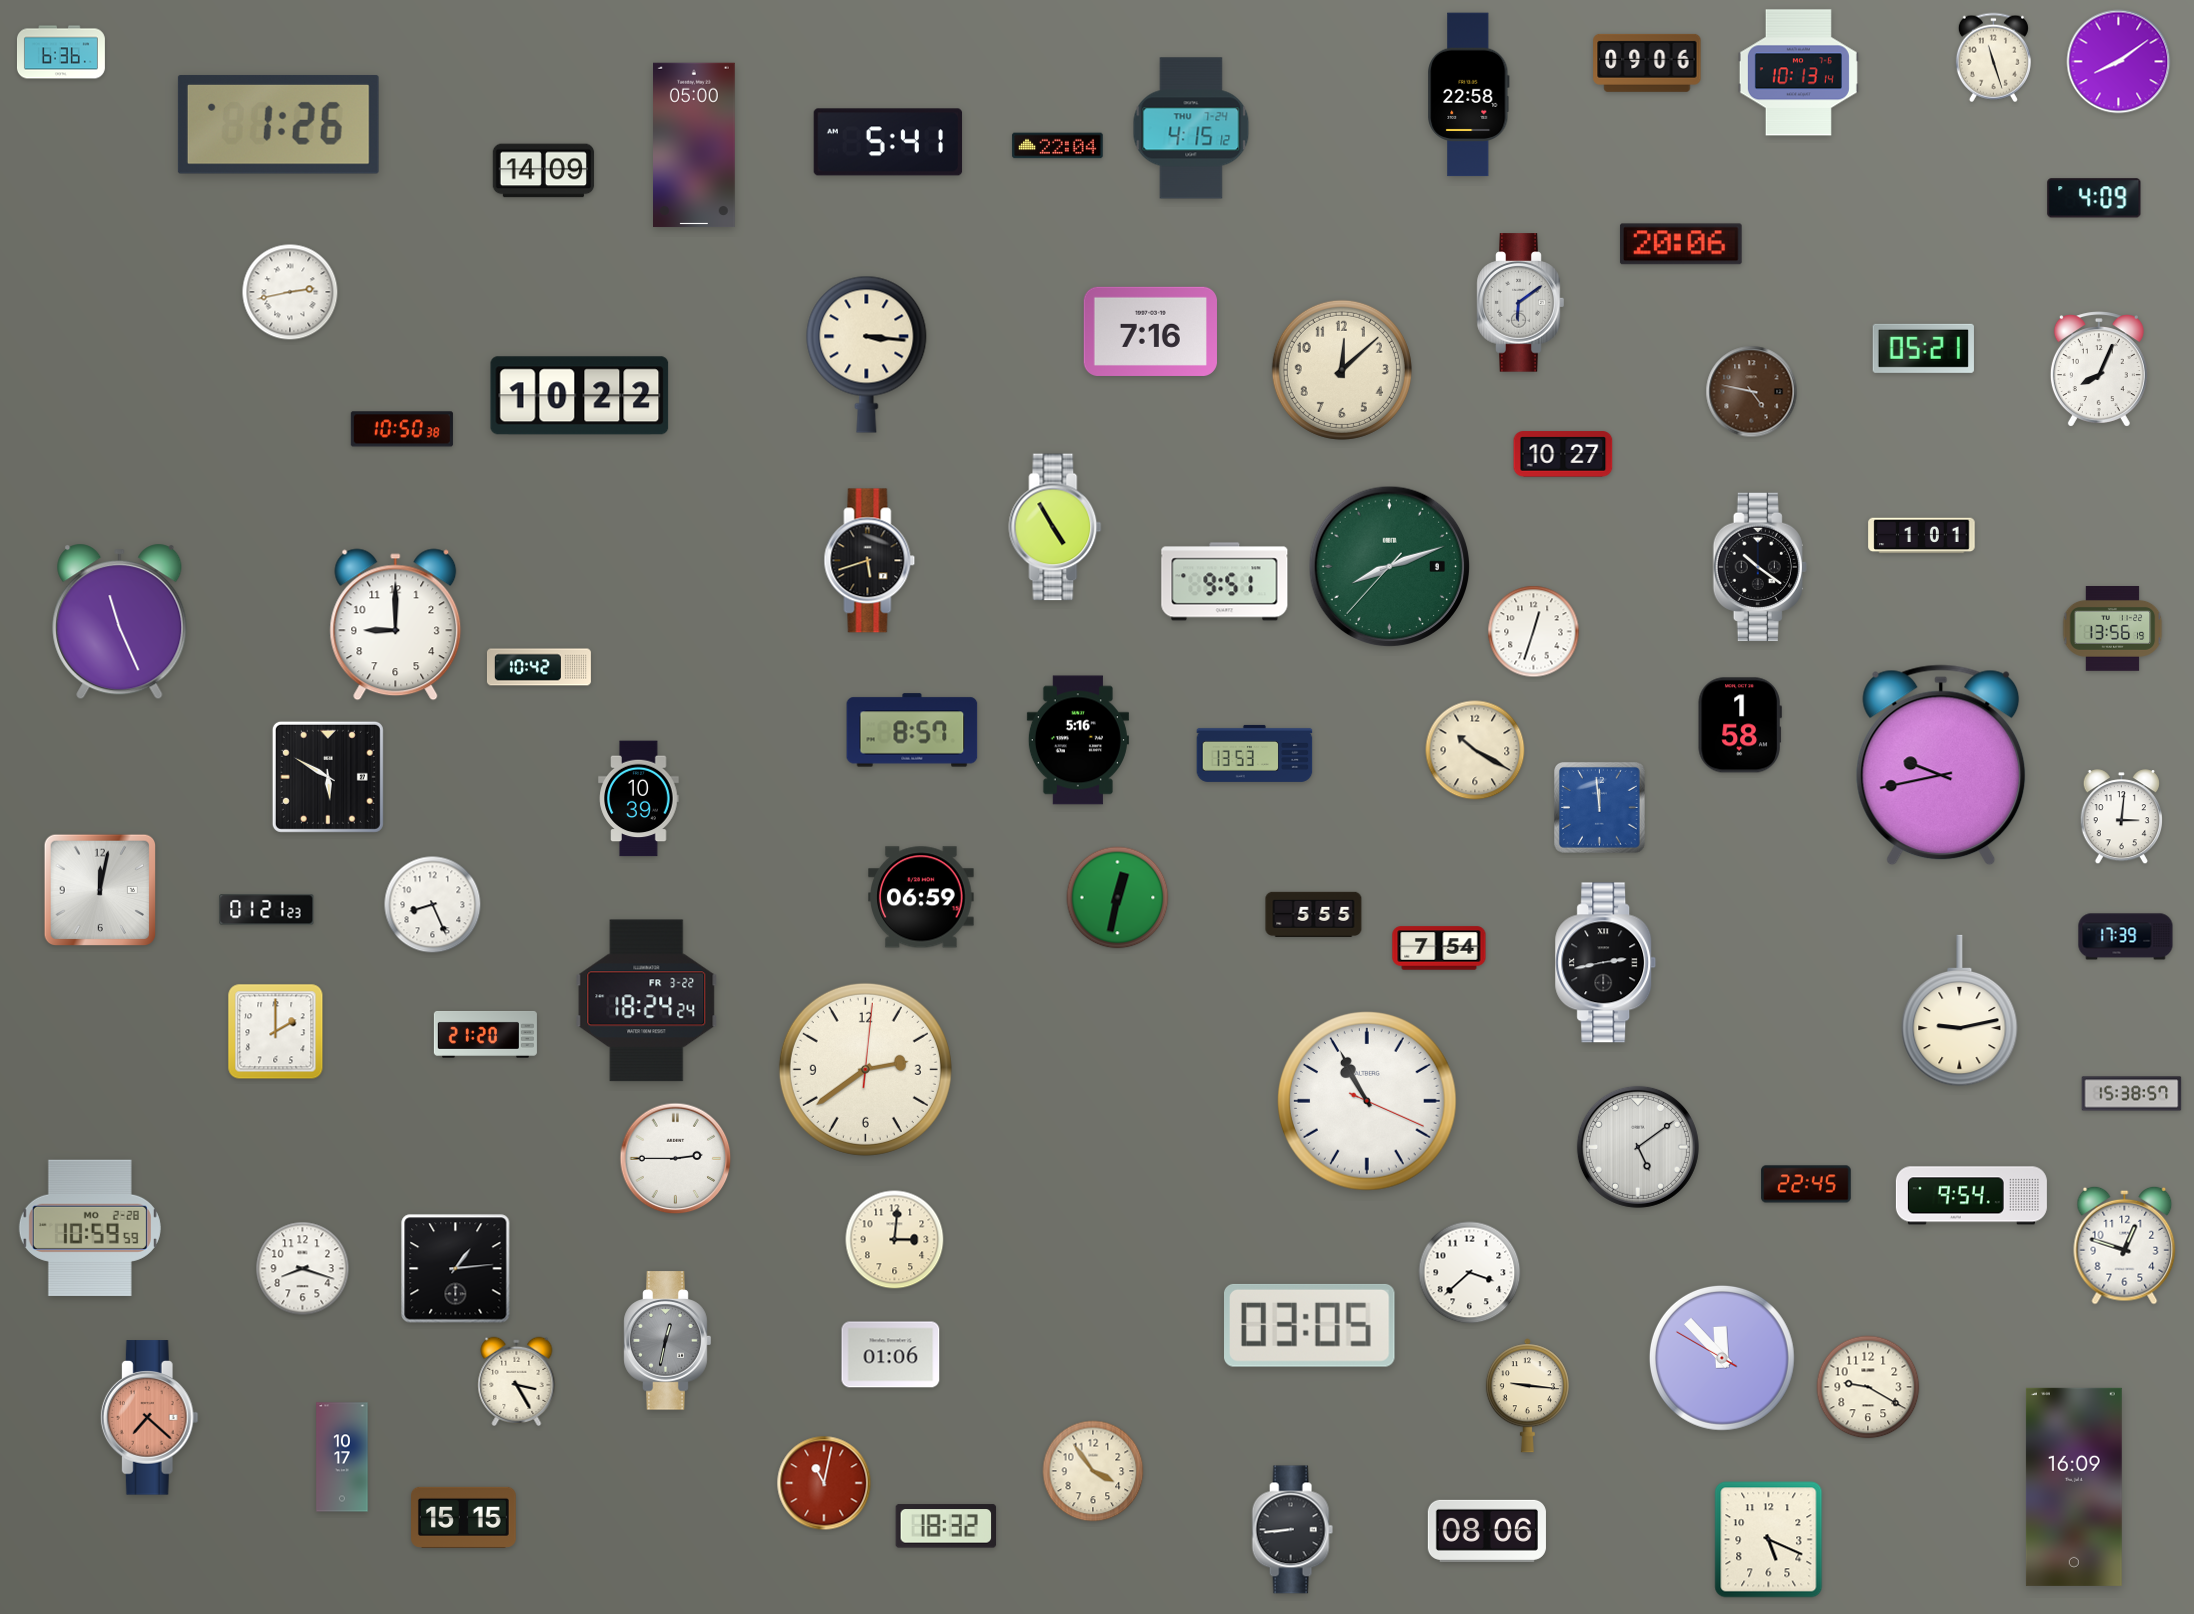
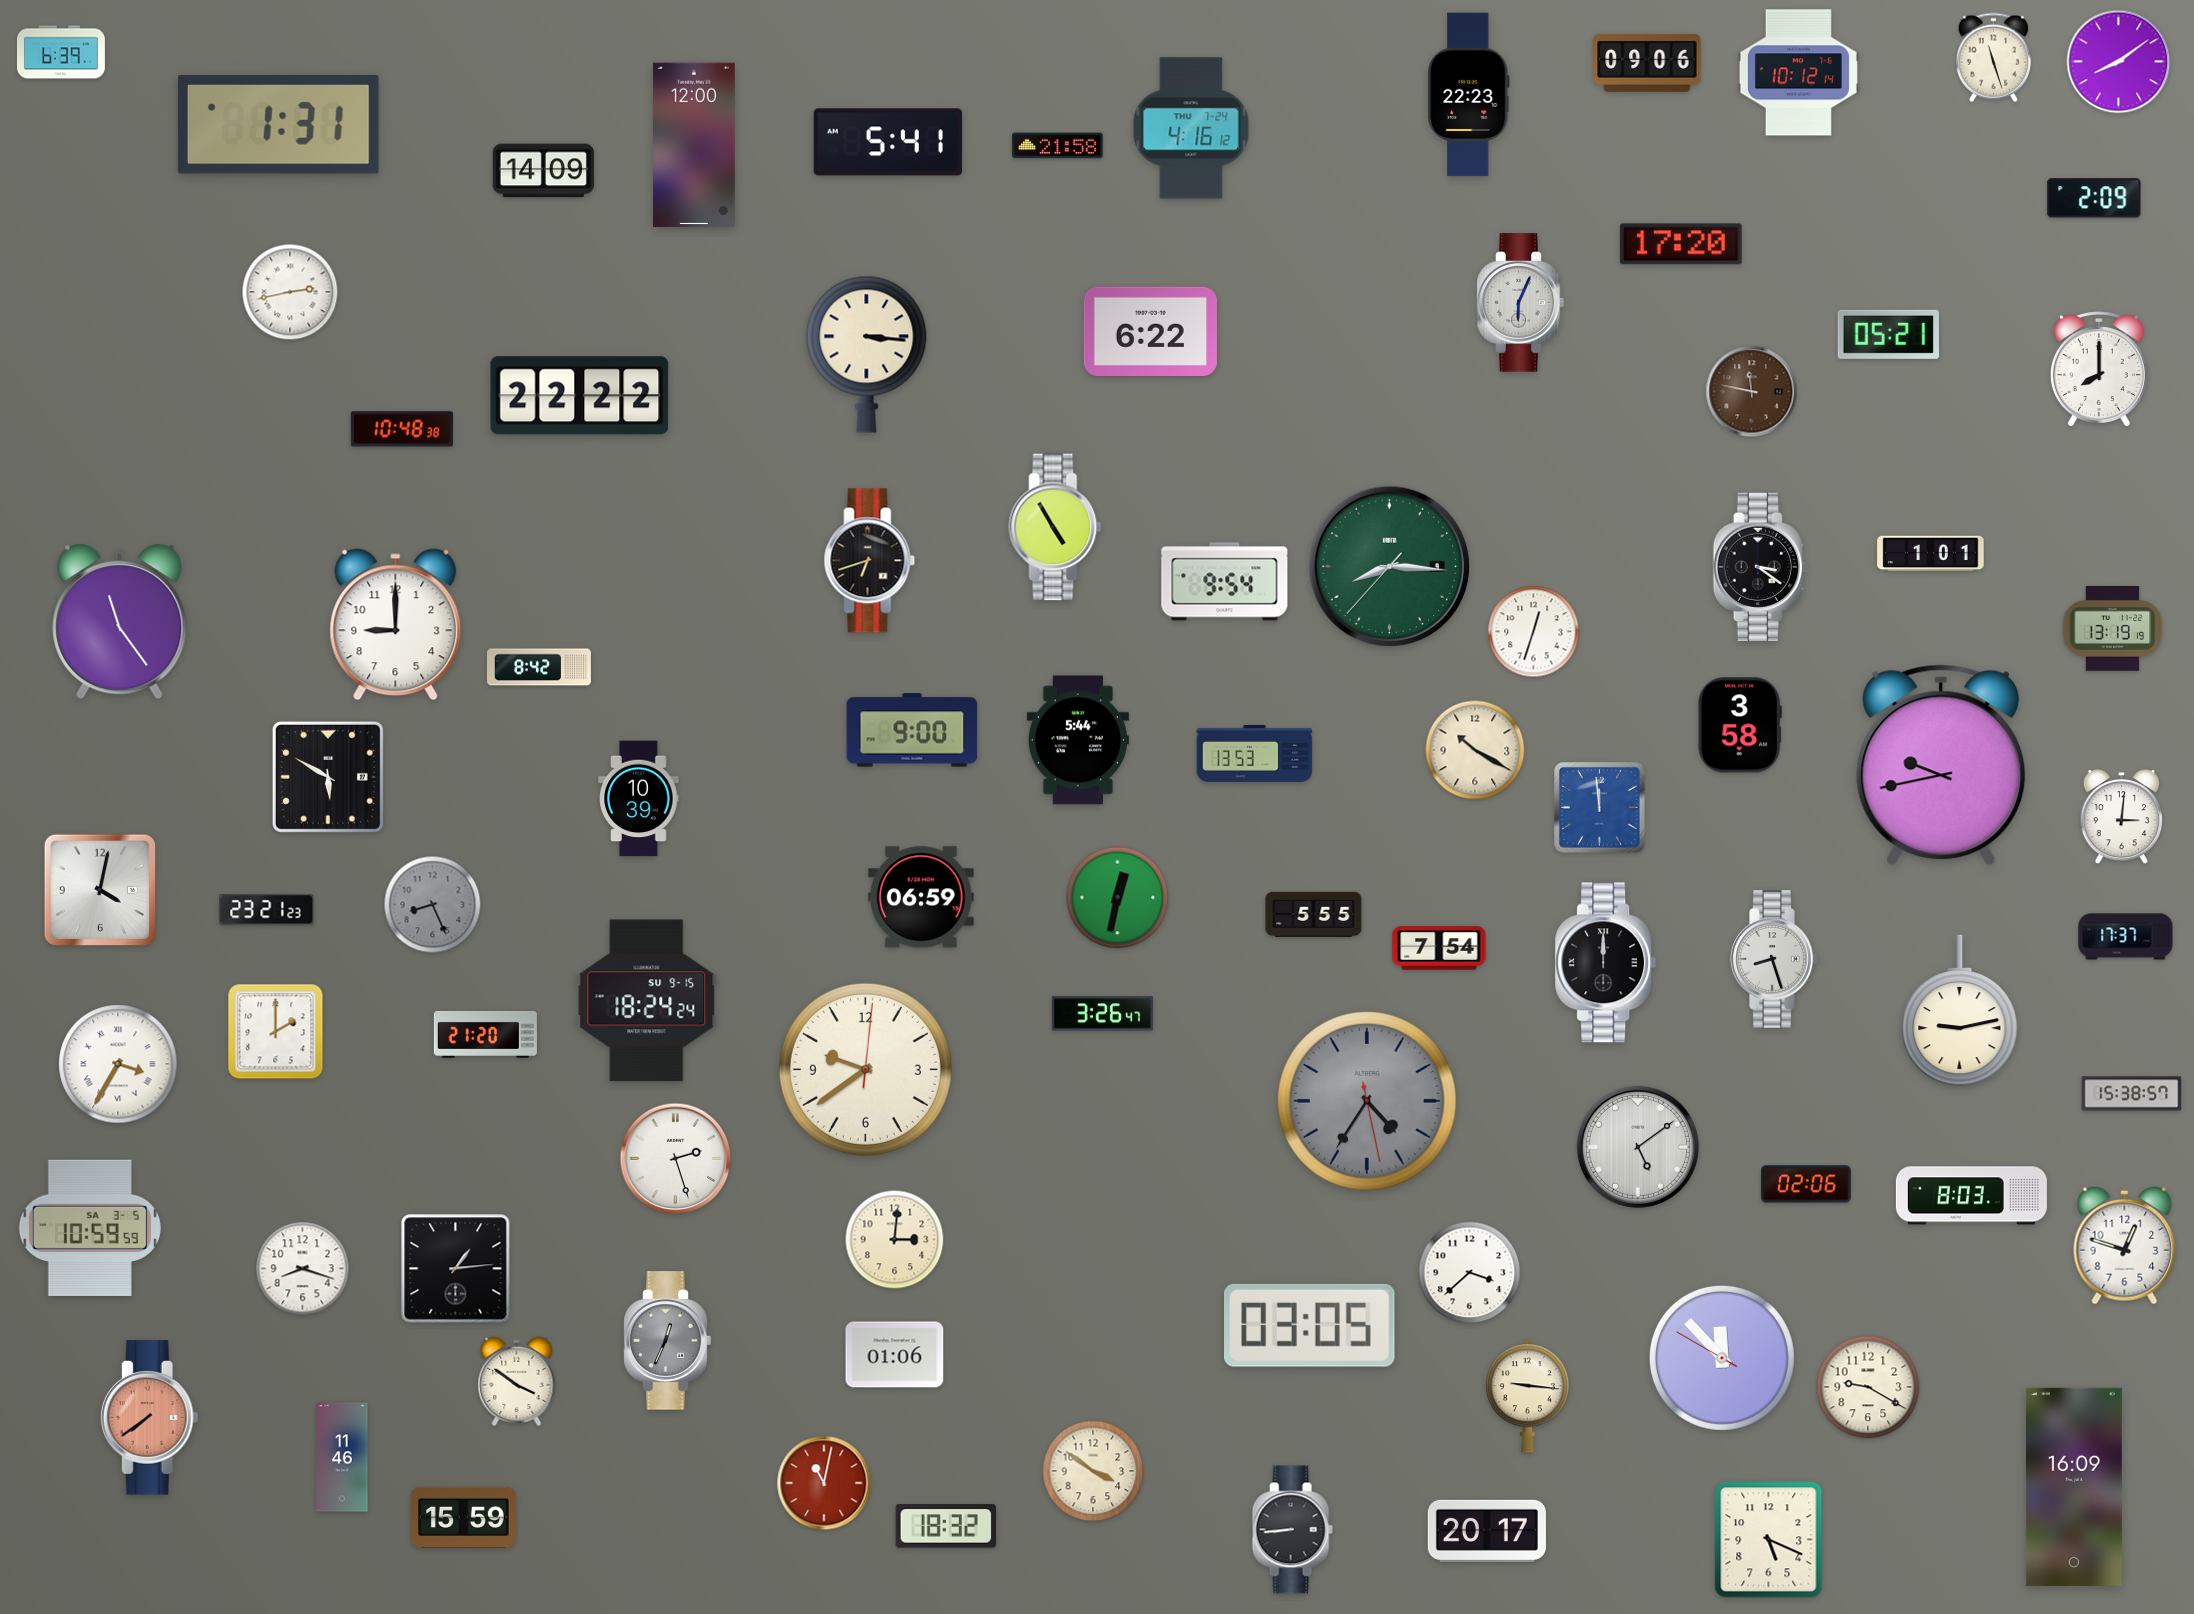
clock at (61, 52): 6:36 -> 6:39
clock at (1798, 73): 10:13 -> 10:12
clock at (1469, 95): 22:58 -> 22:23
clock at (278, 124): 1:26 -> 1:31
clock at (1191, 128): 4:15 -> 4:16
clock at (695, 145): 05:00 -> 12:00
clock at (1058, 146): 22:04 -> 21:58
clock at (2094, 198): 4:09 -> 2:09
clock at (1681, 244): 20:06 -> 17:20
clock at (1521, 303): 6:09 -> 6:04
clock at (1150, 331): 7:16 -> 6:22
clock at (1923, 348) position: (1923, 348) -> (1888, 334)
clock at (2099, 369): 8:04 -> 8:00
clock at (1342, 370): 12:08 -> none
clock at (1752, 392): 4:47 -> 11:47
clock at (580, 396): 10:22 -> 22:22
clock at (402, 429): 10:50 -> 10:48
clock at (1563, 454): 10:27 -> none
clock at (1922, 536) position: (1922, 536) -> (1931, 554)
clock at (870, 561): 5:42 -> 6:42
clock at (1390, 567): 8:11 -> 8:15
clock at (1760, 567): 10:21 -> 3:21
clock at (1225, 582): 9:51 -> 9:54
clock at (120, 622): 11:26 -> 11:24
clock at (2113, 629): 13:56 -> 13:19
clock at (539, 667): 10:42 -> 8:42
clock at (1740, 725): 1:58 -> 3:58
clock at (912, 730): 8:57 -> 9:00
clock at (1078, 740): 5:16 -> 5:44
clock at (99, 889): 12:02 -> 4:02
clock at (433, 905) dial: white -> grey
clock at (267, 910): 01:21 -> 23:21
clock at (2126, 937): 17:39 -> 17:37
clock at (1774, 959): none -> 8:27
clock at (1606, 963): 2:43 -> 12:00
clock at (647, 1001) date: FR 3-22 -> SU 9-15
clock at (1103, 1014): none -> 3:26
clock at (118, 1064): none -> 3:35
clock at (865, 1069): 2:39 -> 9:39
clock at (1368, 1102): 10:55 -> 4:35
clock at (1368, 1102) dial: white -> grey
clock at (676, 1159): 2:45 -> 2:27
clock at (1806, 1184): 22:45 -> 02:06
clock at (1971, 1196): 9:54 -> 8:03
clock at (90, 1227) date: MO 2-28 -> SA 3-5
clock at (668, 1341): 12:32 -> 12:34
clock at (891, 1355) position: (891, 1355) -> (895, 1355)
clock at (517, 1381): 3:25 -> 3:51
clock at (149, 1418): 7:22 -> 7:39
clock at (342, 1457): 10:17 -> 11:46
clock at (1093, 1471): 3:54 -> 3:51
clock at (464, 1517): 15:15 -> 15:59
clock at (1487, 1531): 08:06 -> 20:17
